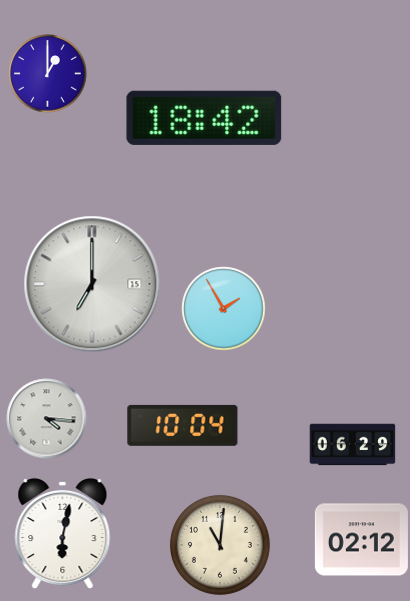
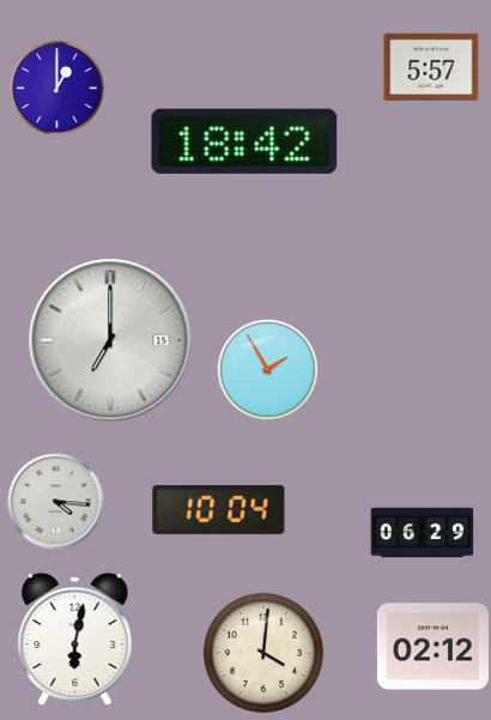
clock at (431, 67): none -> 5:57
clock at (220, 545): 11:01 -> 4:01
